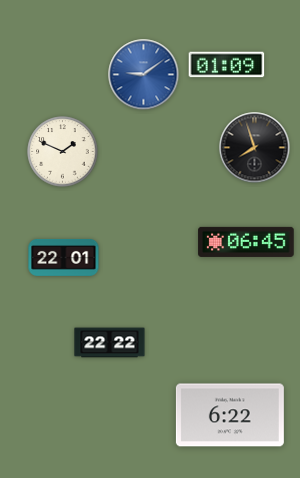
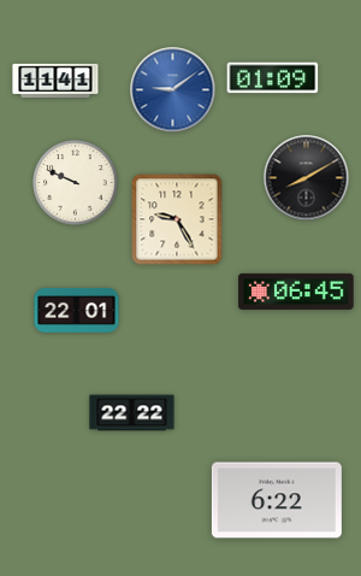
clock at (55, 80): none -> 11:41
clock at (255, 148): 7:57 -> 8:10
clock at (63, 152): 1:49 -> 9:49
clock at (177, 219): none -> 9:25
